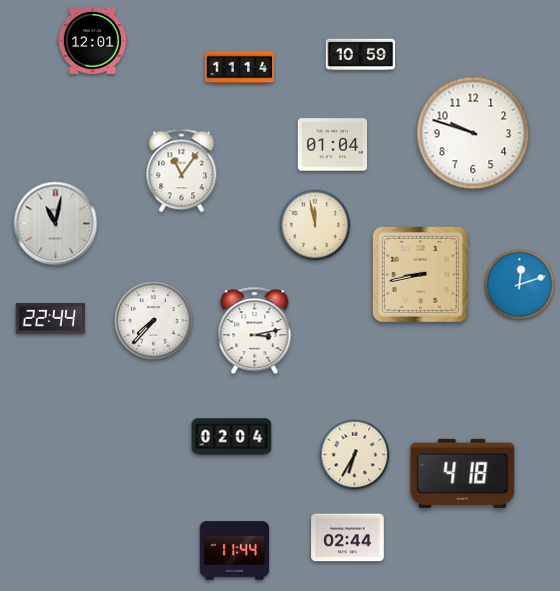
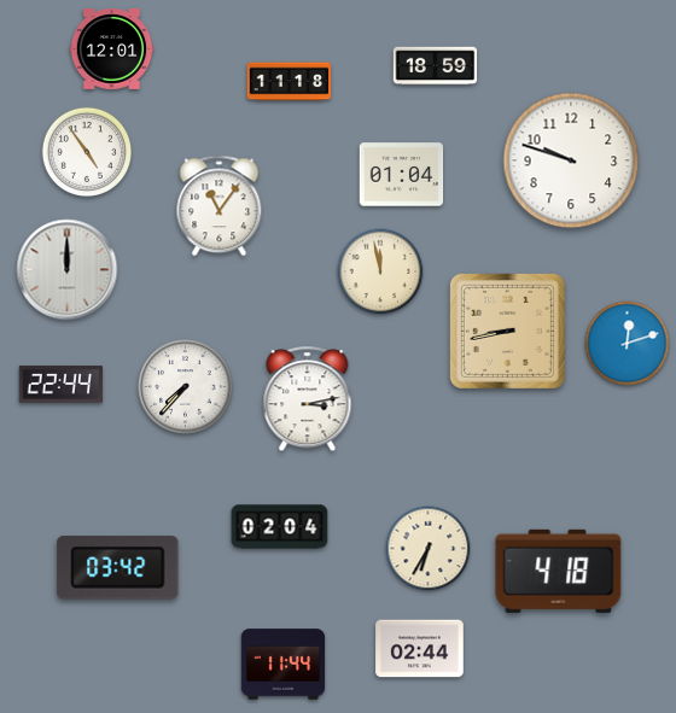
clock at (361, 55): 10:59 -> 18:59
clock at (240, 68): 11:14 -> 11:18
clock at (86, 151): none -> 4:54
clock at (56, 224): 11:02 -> 12:00
clock at (118, 568): none -> 03:42
